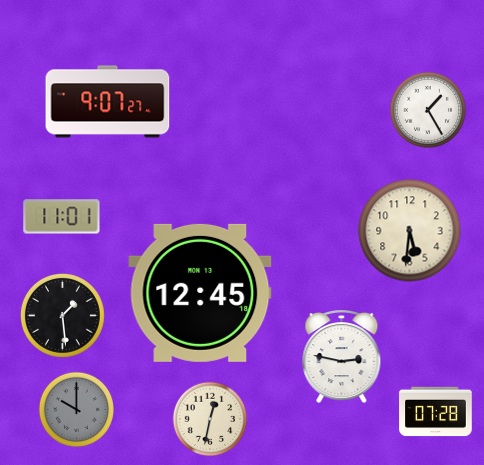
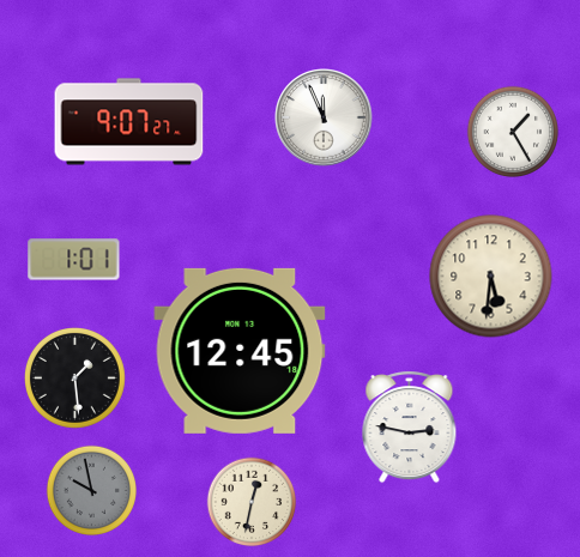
clock at (324, 117): none -> 11:56
clock at (62, 217): 11:01 -> 1:01
clock at (76, 409): 10:00 -> 9:58
clock at (436, 412): 07:28 -> none
